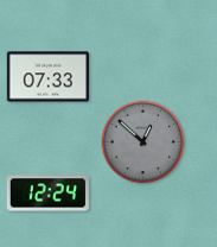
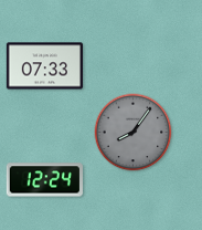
clock at (47, 77) position: (47, 77) -> (44, 66)
clock at (143, 142): 12:52 -> 8:06
